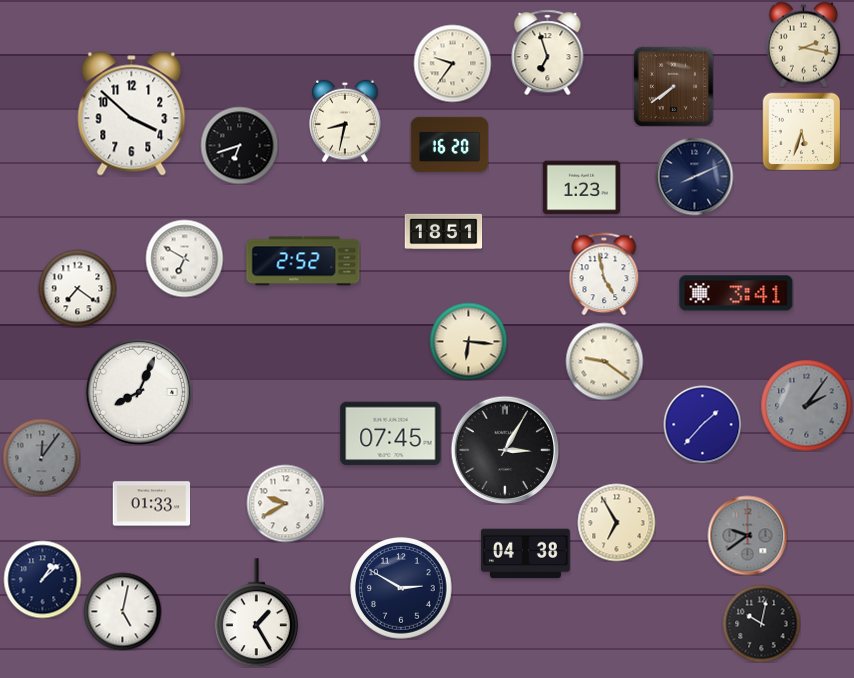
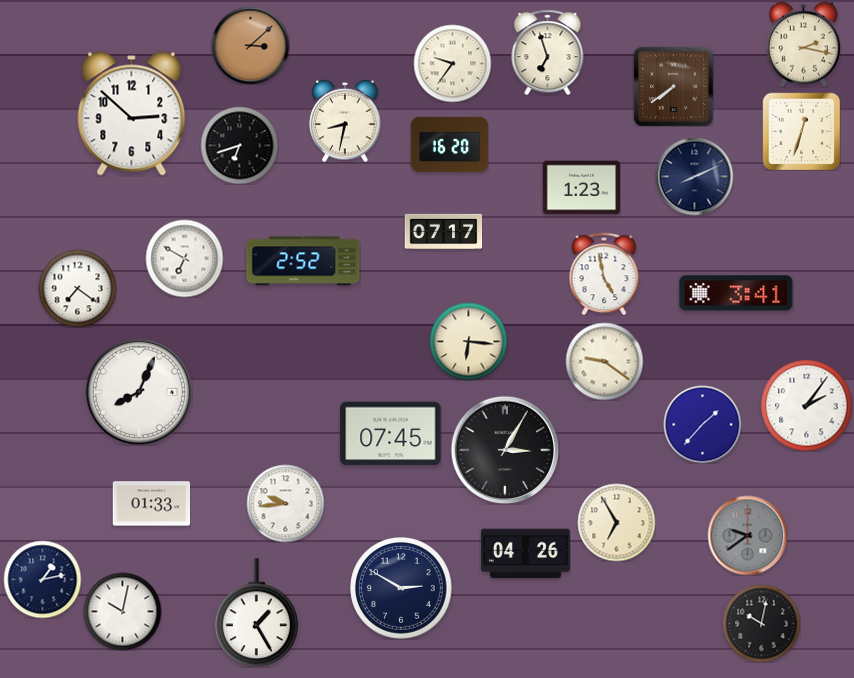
clock at (250, 45): none -> 3:08
clock at (132, 114): 3:52 -> 2:52
clock at (801, 131): 5:33 -> 12:33
clock at (443, 231): 18:51 -> 07:17
clock at (806, 405) dial: grey -> white
clock at (41, 457): 12:06 -> none
clock at (285, 503): 9:40 -> 9:44
clock at (525, 554): 04:38 -> 04:26
clock at (42, 579): 1:08 -> 1:13
clock at (122, 611): 5:02 -> 10:02
